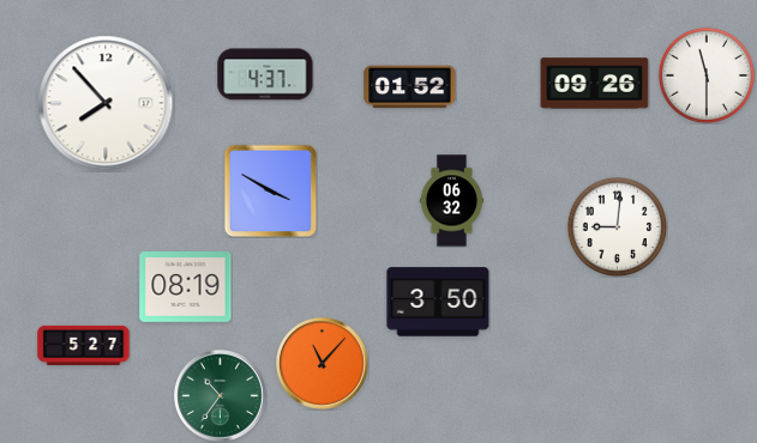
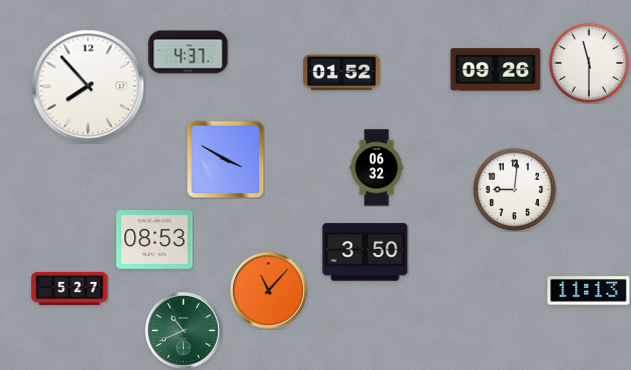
clock at (265, 74) position: (265, 74) -> (188, 52)
clock at (186, 287): 08:19 -> 08:53
clock at (589, 291): none -> 11:13
clock at (322, 363) position: (322, 363) -> (268, 290)
clock at (220, 395): 10:36 -> 10:41
